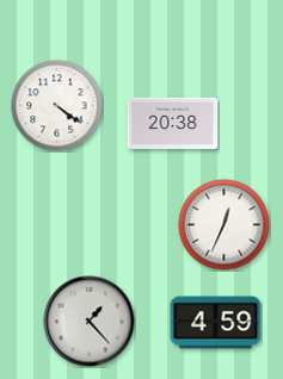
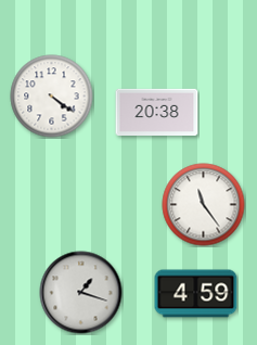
clock at (224, 225): 12:34 -> 11:24
clock at (90, 322): 1:23 -> 1:18
